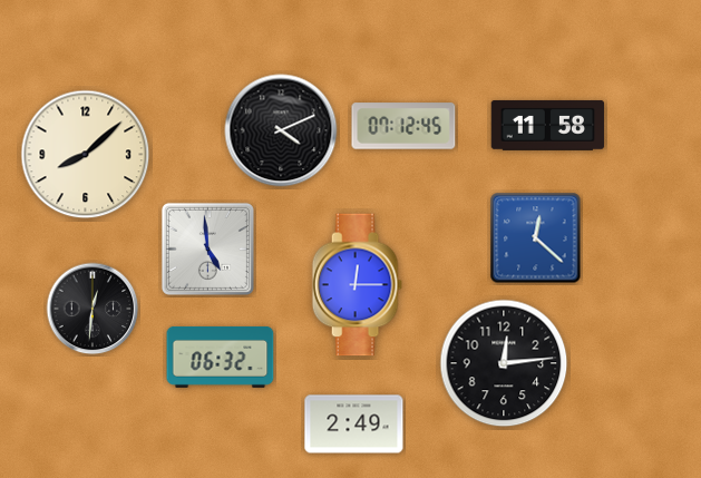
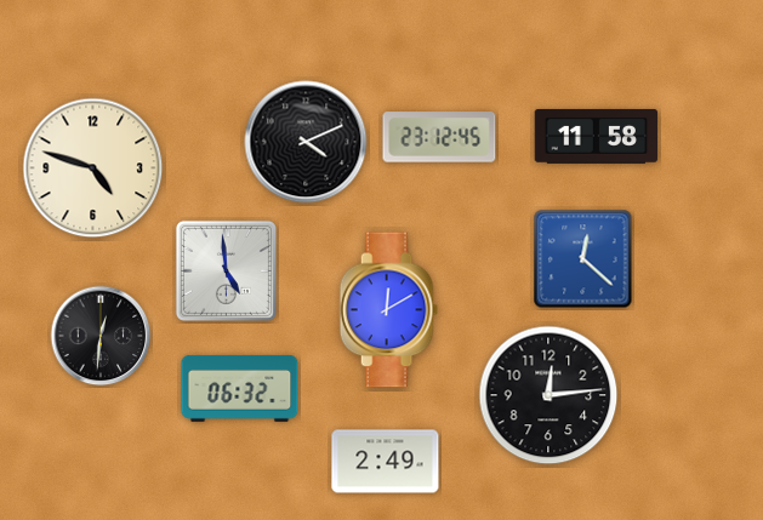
clock at (403, 126): 07:12 -> 23:12
clock at (86, 155): 8:08 -> 4:48
clock at (357, 285): 12:15 -> 12:10
